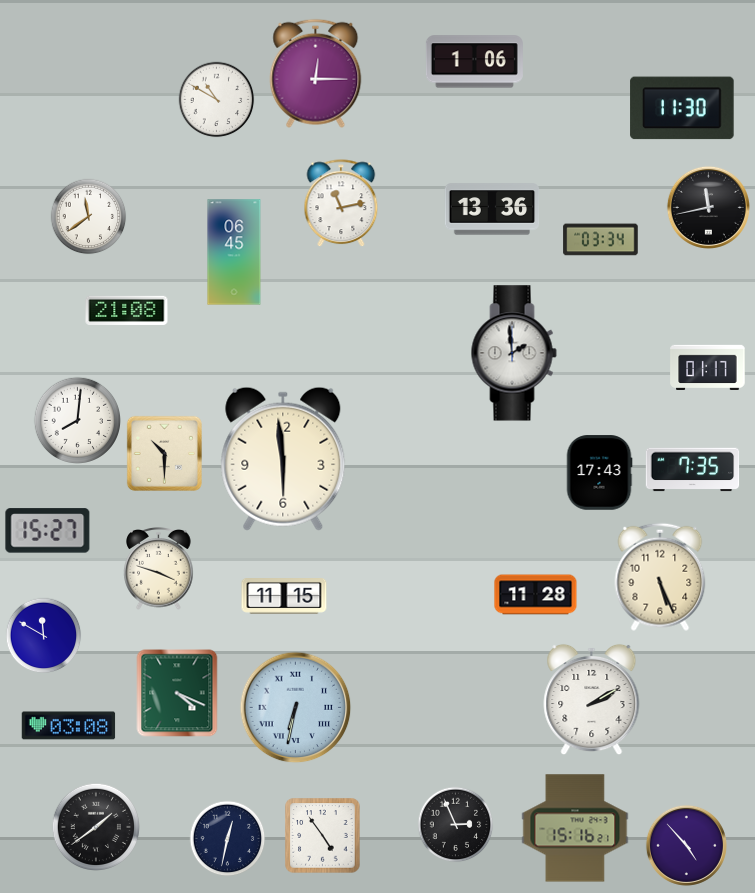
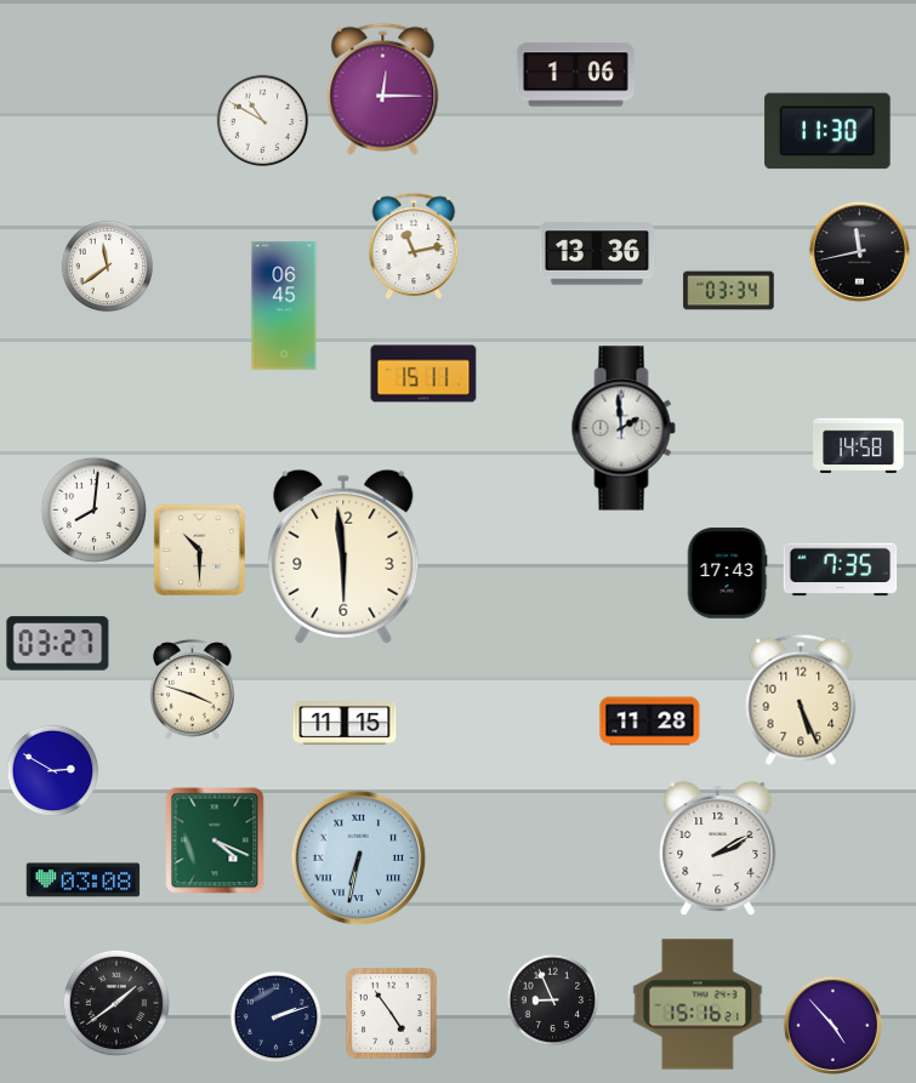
clock at (89, 217) position: (89, 217) -> (108, 267)
clock at (423, 374): none -> 15:11
clock at (127, 310): 21:08 -> none
clock at (708, 367): 01:17 -> 14:58
clock at (48, 531): 15:27 -> 03:27
clock at (44, 636): 11:50 -> 2:50
clock at (456, 825): 2:56 -> 8:56
clock at (228, 839): 12:32 -> 2:12
